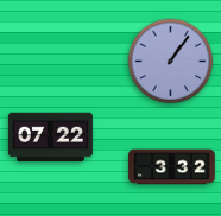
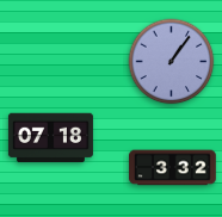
clock at (50, 138): 07:22 -> 07:18
